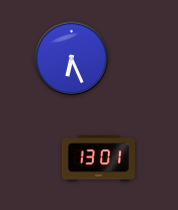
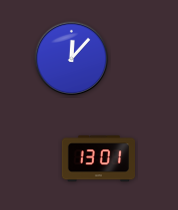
clock at (72, 59): 6:26 -> 12:07
